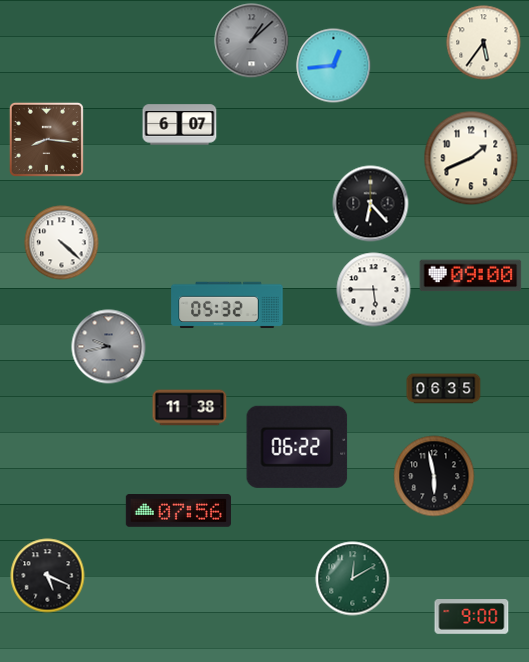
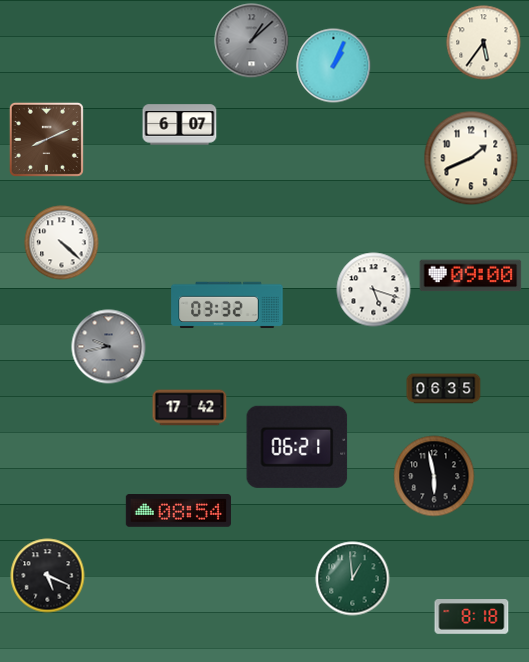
clock at (334, 66): 12:44 -> 1:04
clock at (46, 139): 8:16 -> 8:11
clock at (371, 204): 6:23 -> none
clock at (374, 290): 5:45 -> 5:18
clock at (227, 305): 05:32 -> 03:32
clock at (190, 408): 11:38 -> 17:42
clock at (297, 447): 06:22 -> 06:21
clock at (178, 511): 07:56 -> 08:54
clock at (353, 579): 12:10 -> 12:59
clock at (472, 617): 9:00 -> 8:18
